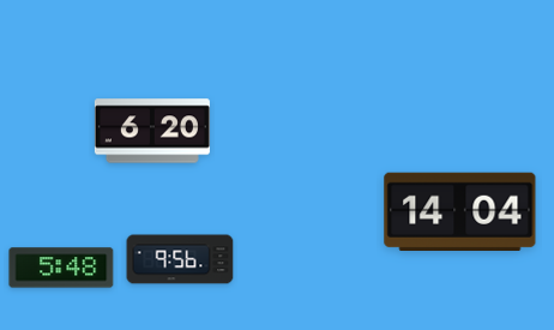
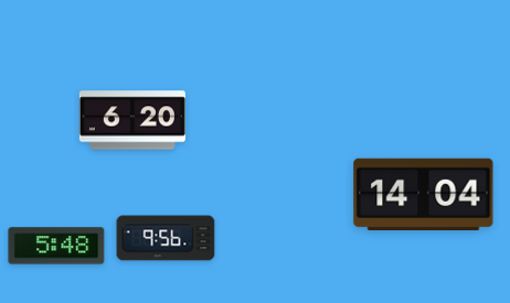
clock at (152, 131) position: (152, 131) -> (132, 120)
